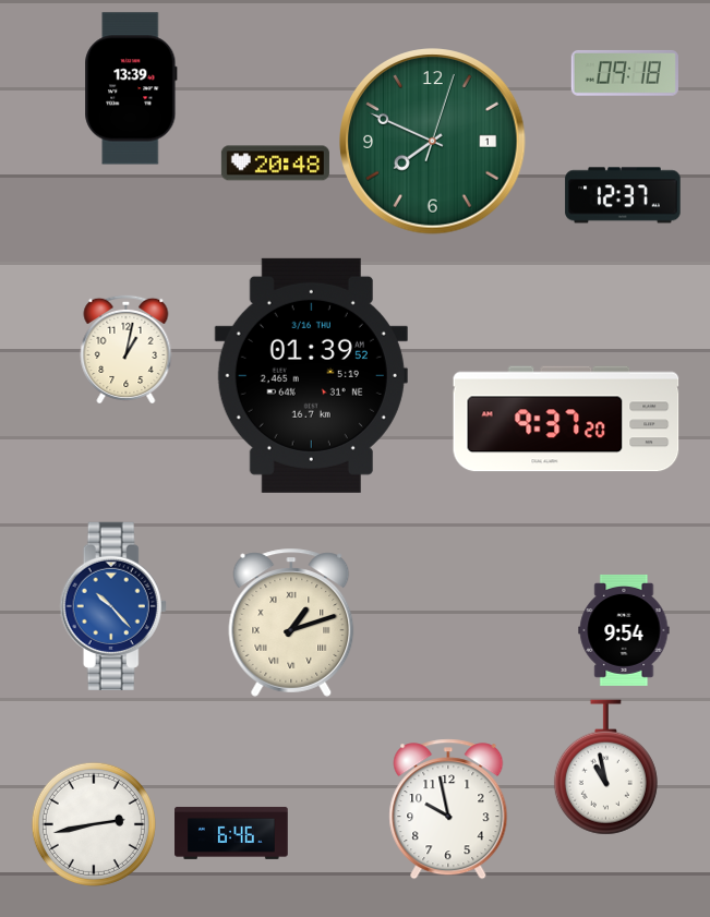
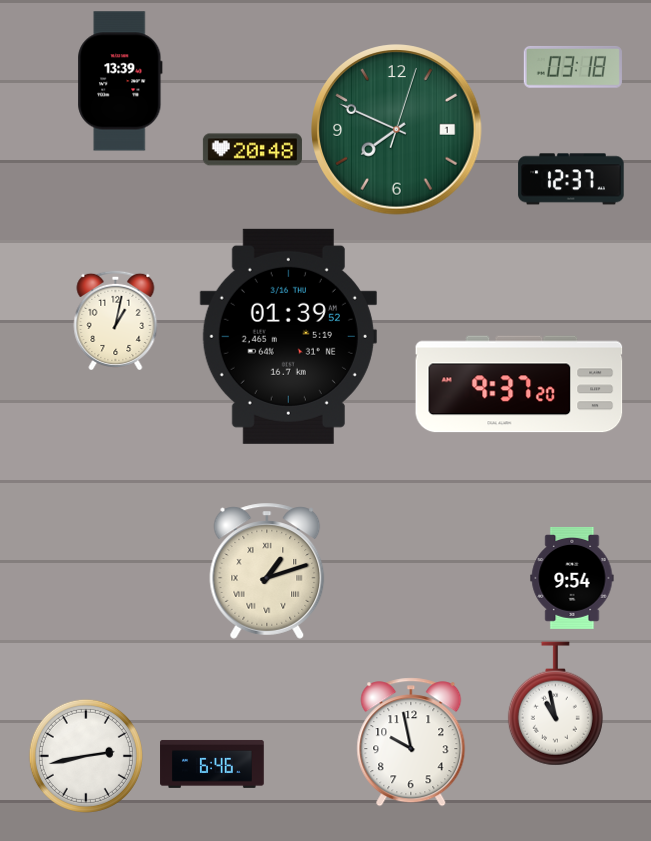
clock at (625, 73): 09:18 -> 03:18
clock at (311, 375) position: (311, 375) -> (288, 336)
clock at (113, 606): 10:23 -> none
